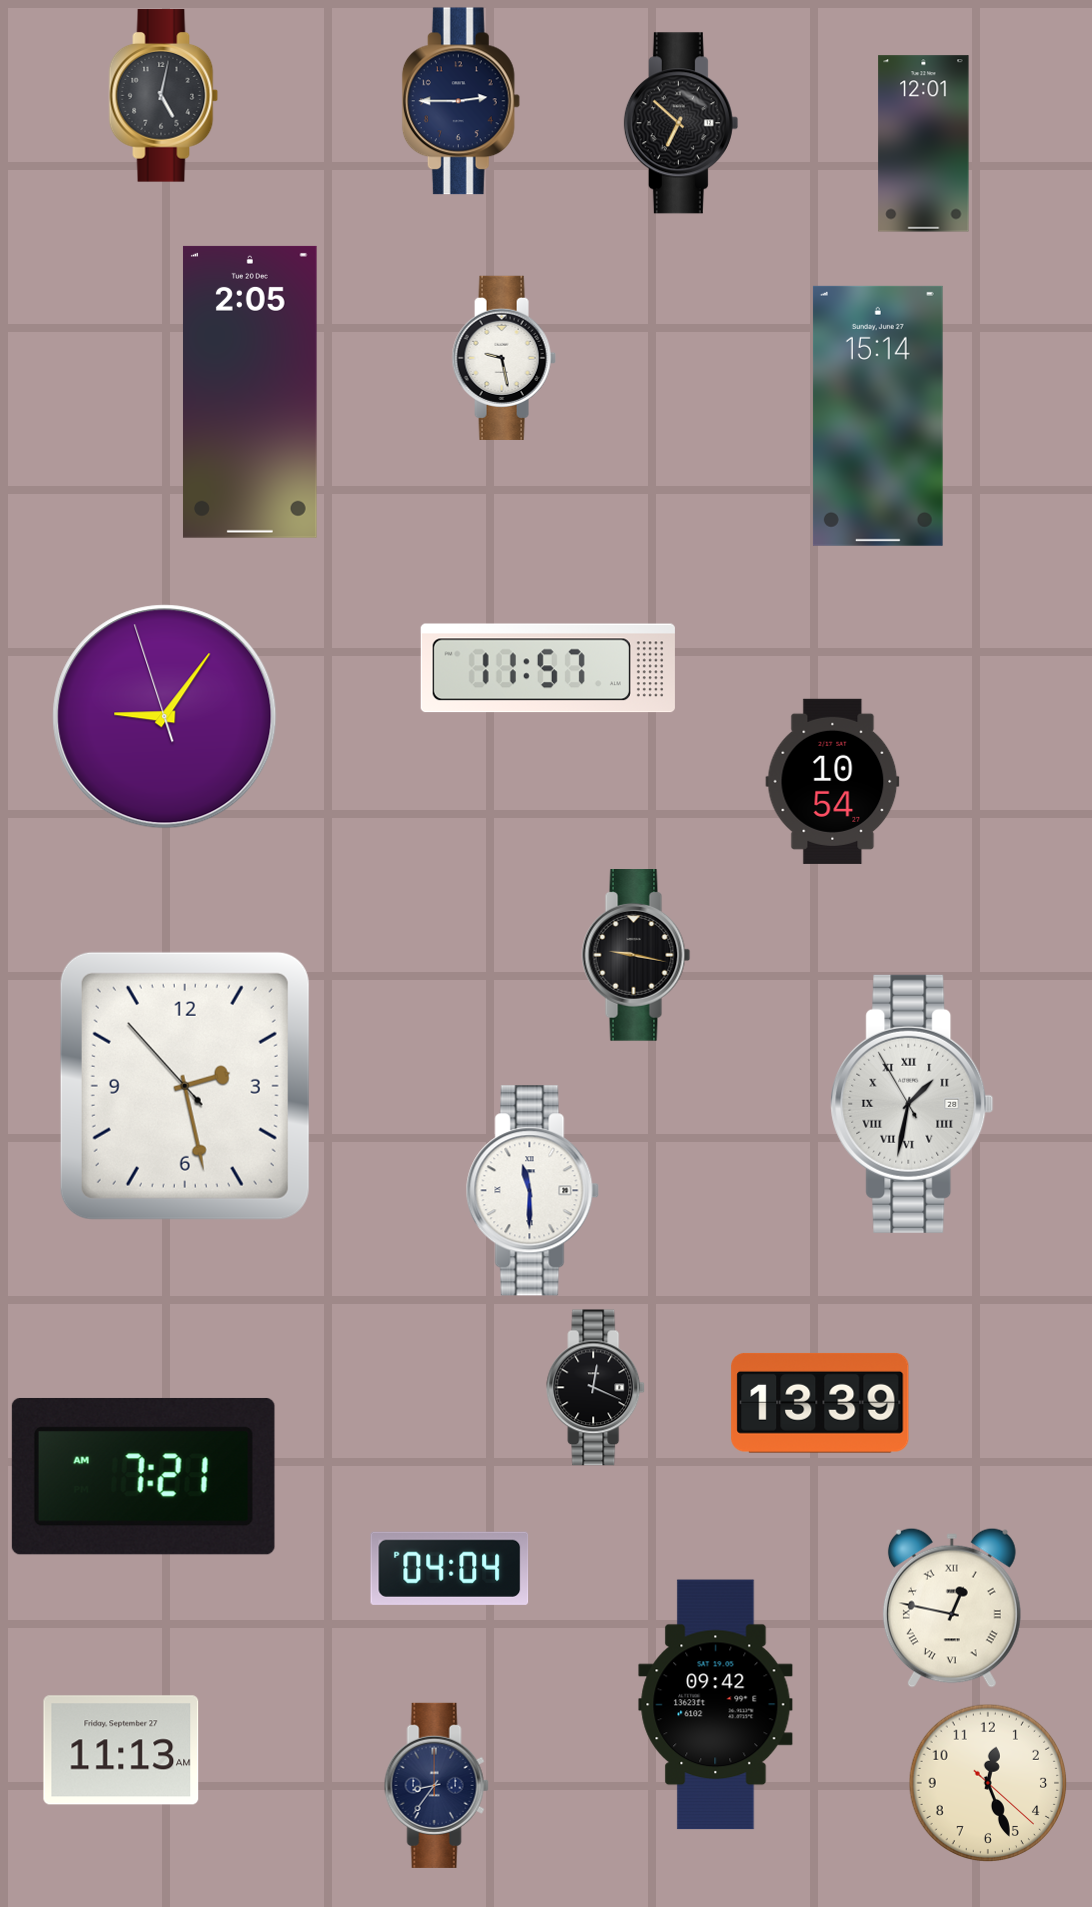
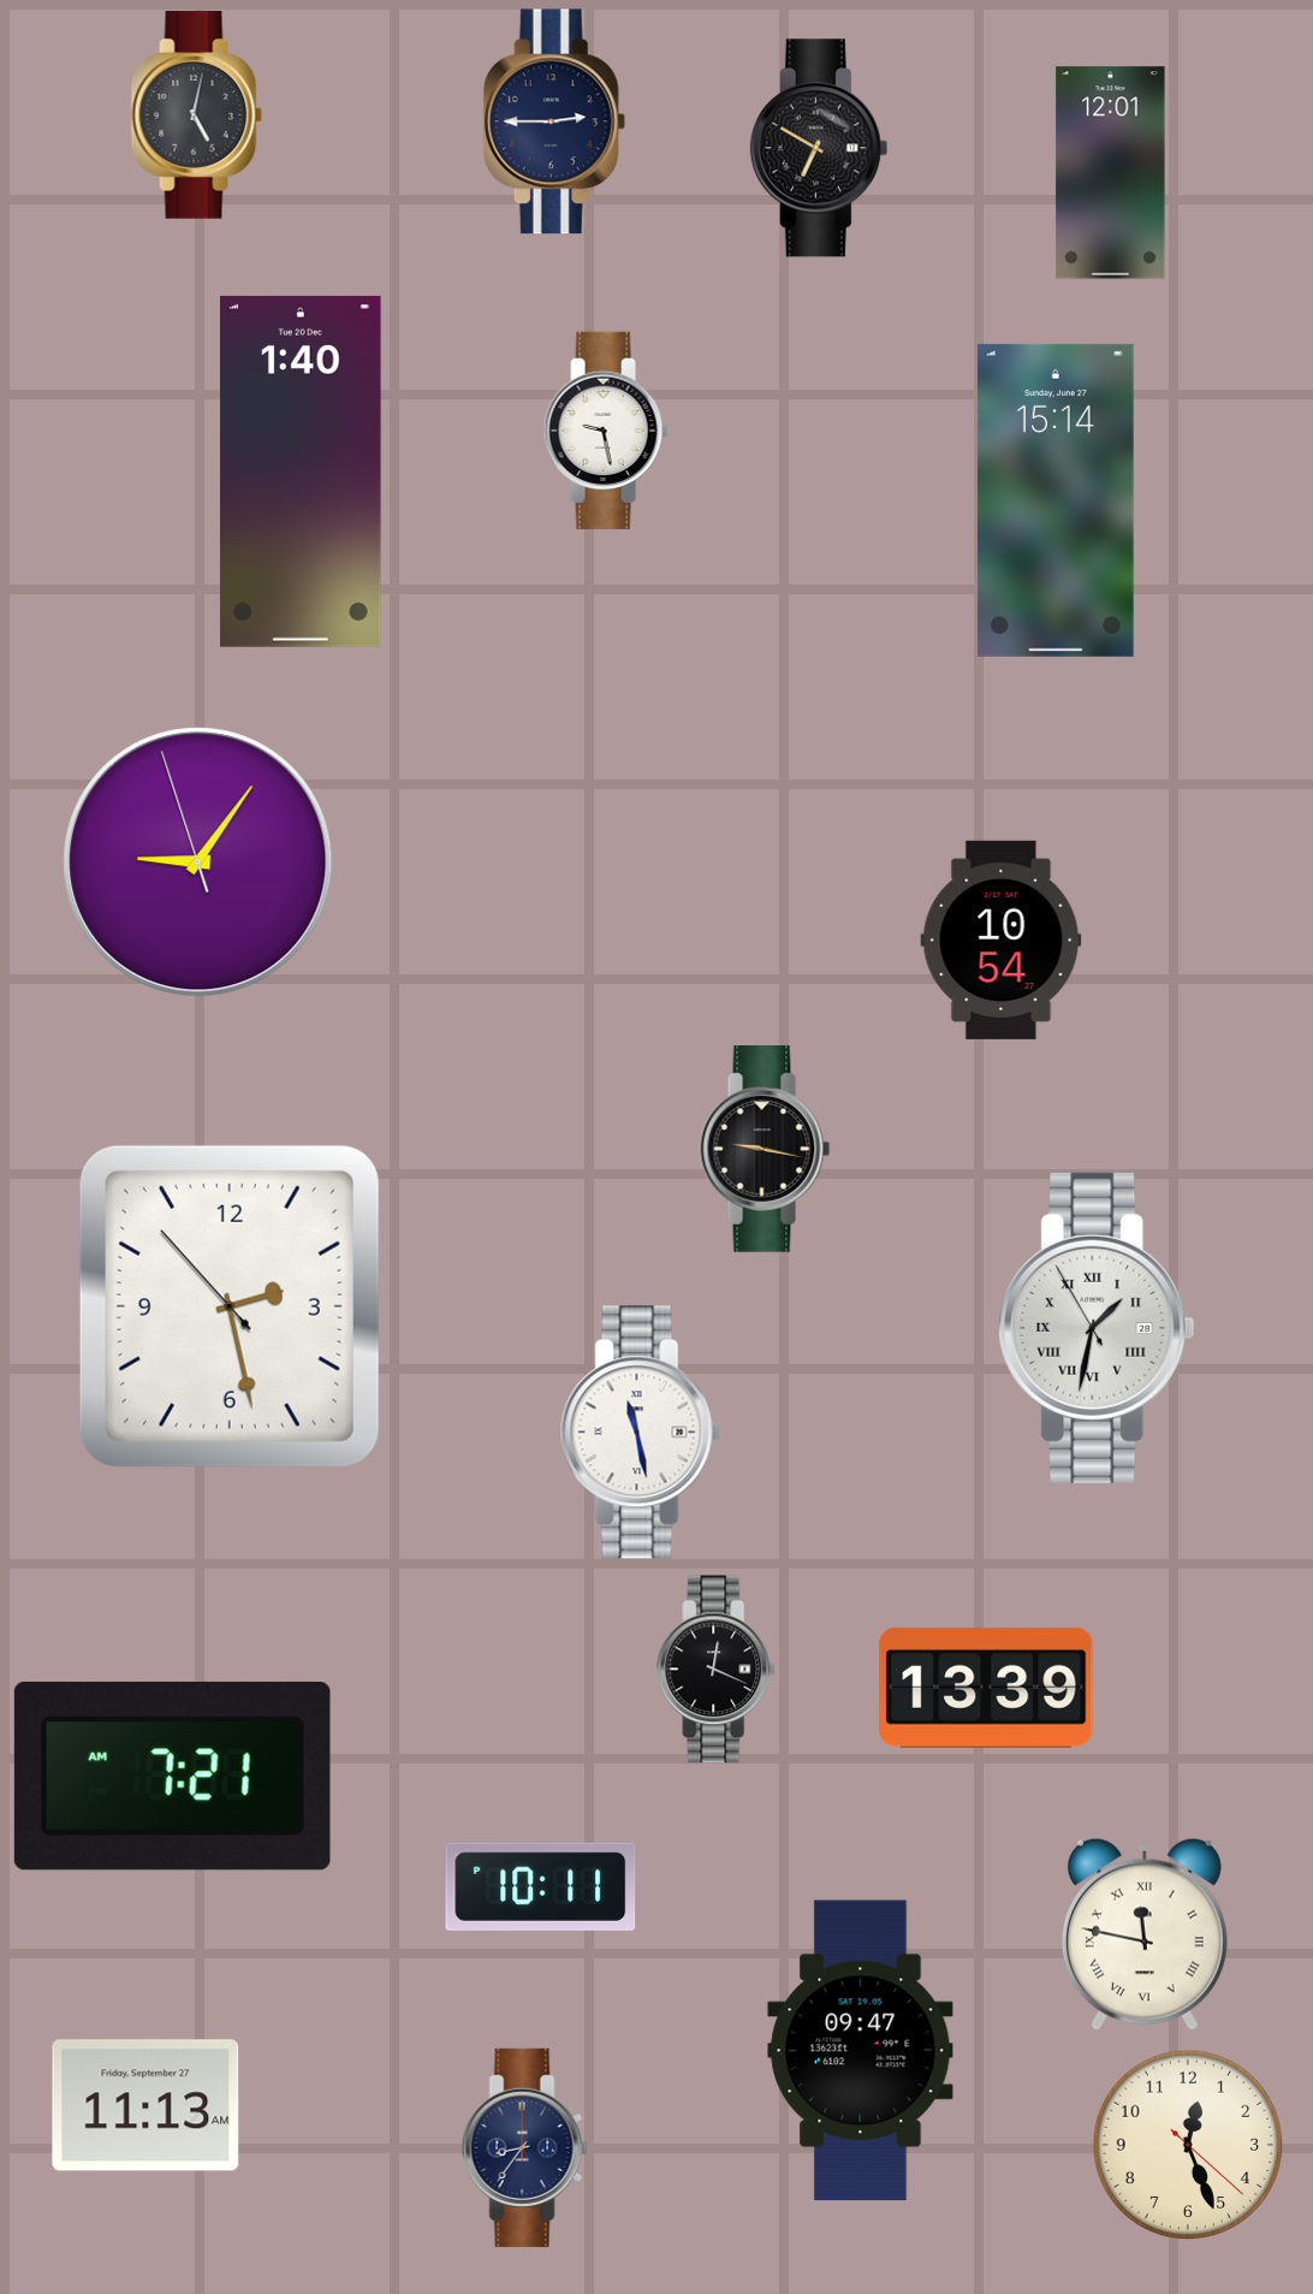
clock at (681, 123): 6:52 -> 6:50
clock at (250, 392): 2:05 -> 1:40
clock at (548, 668): 11:57 -> none
clock at (185, 1086) position: (185, 1086) -> (230, 1306)
clock at (532, 1191): 11:30 -> 11:28
clock at (450, 1568): 04:04 -> 10:11
clock at (952, 1608): 12:47 -> 11:47
clock at (716, 1705): 09:42 -> 09:47
